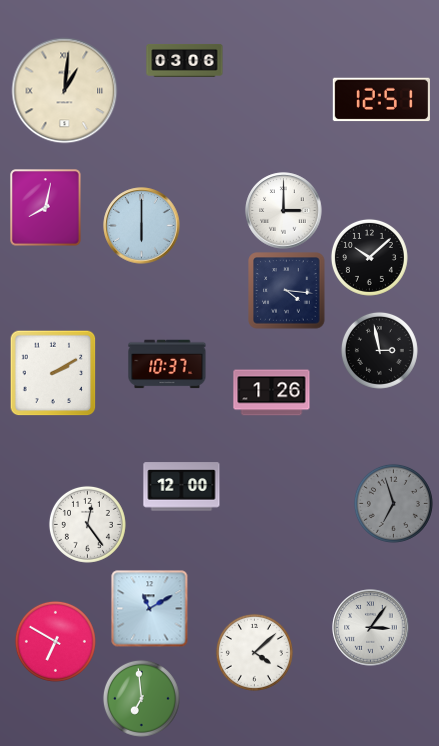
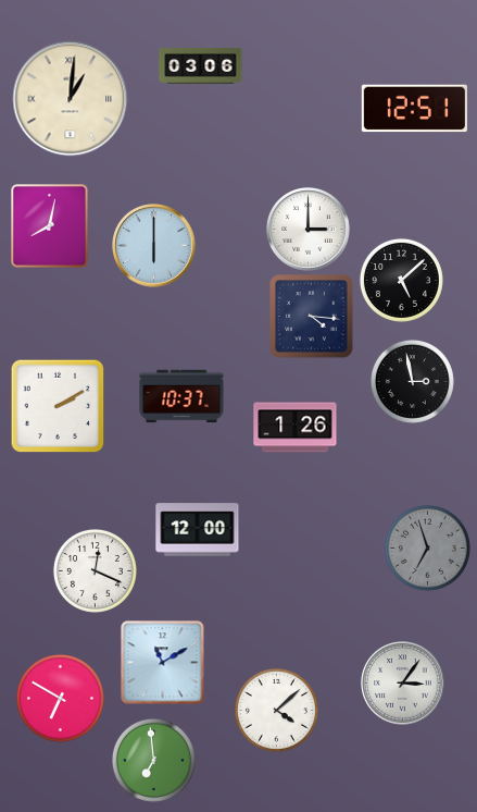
clock at (369, 257): 10:08 -> 5:08
clock at (87, 524): 12:24 -> 12:19
